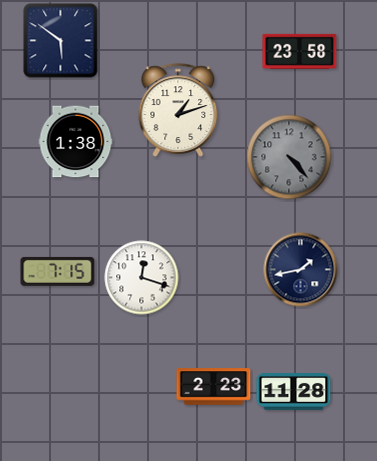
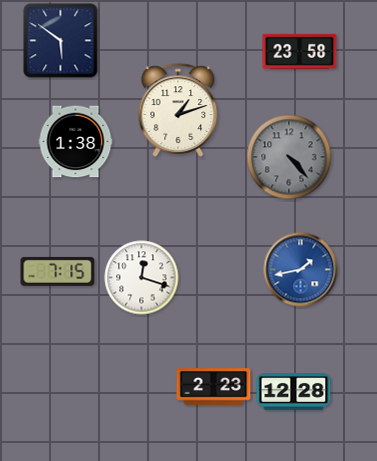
clock at (301, 270) dial: navy -> blue
clock at (294, 392): 11:28 -> 12:28
